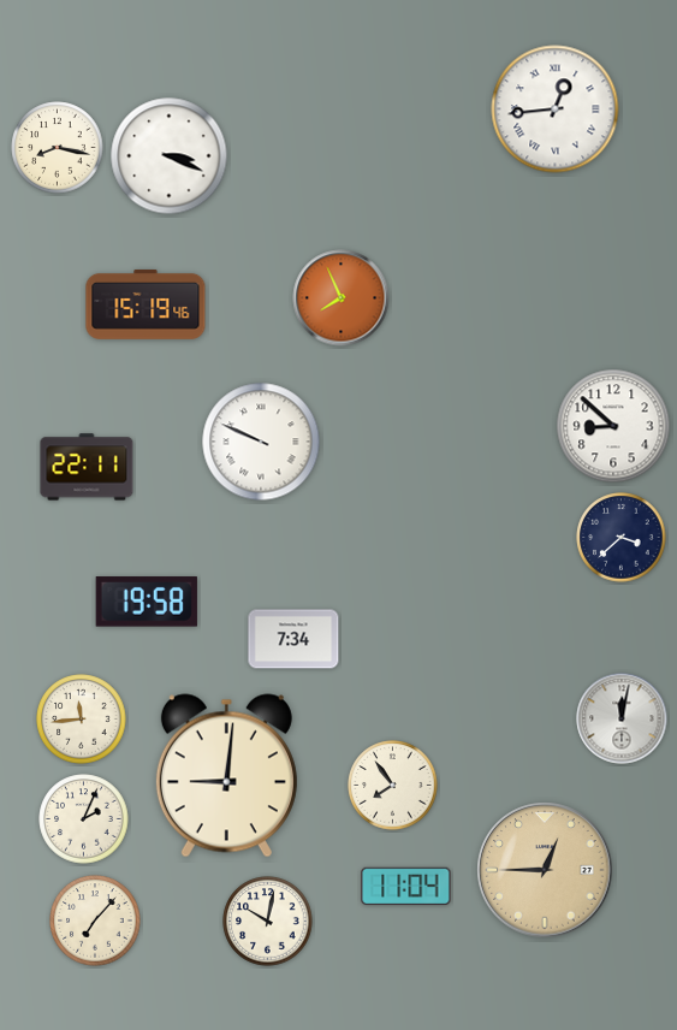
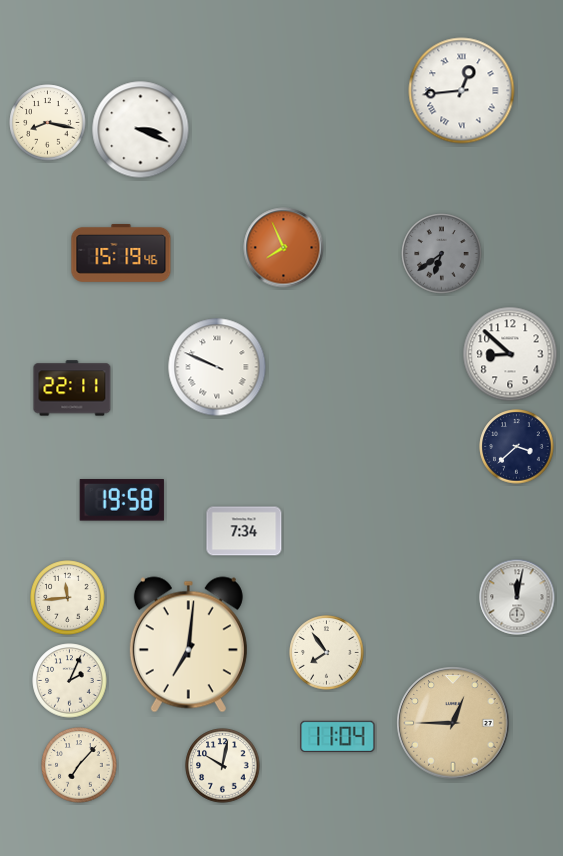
clock at (442, 254): none -> 6:39
clock at (226, 776): 9:01 -> 7:01
